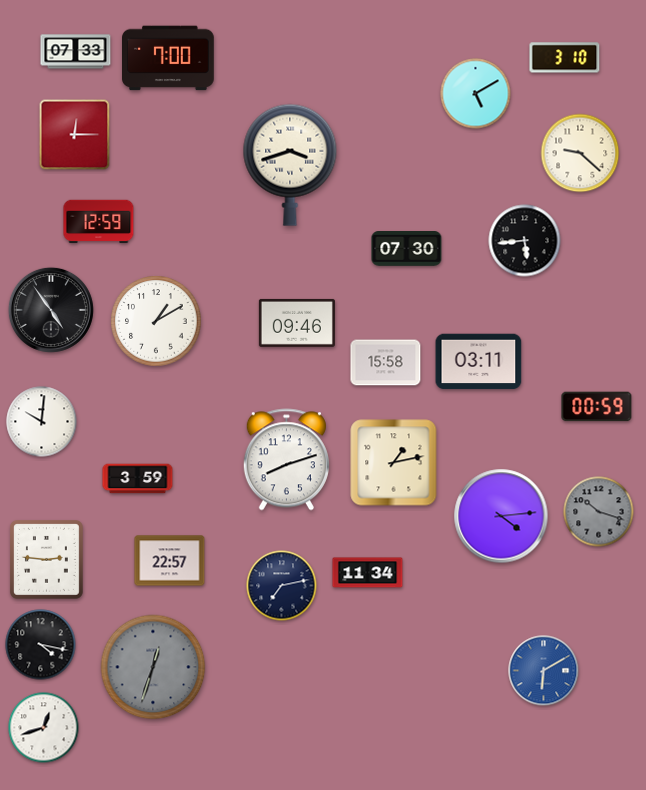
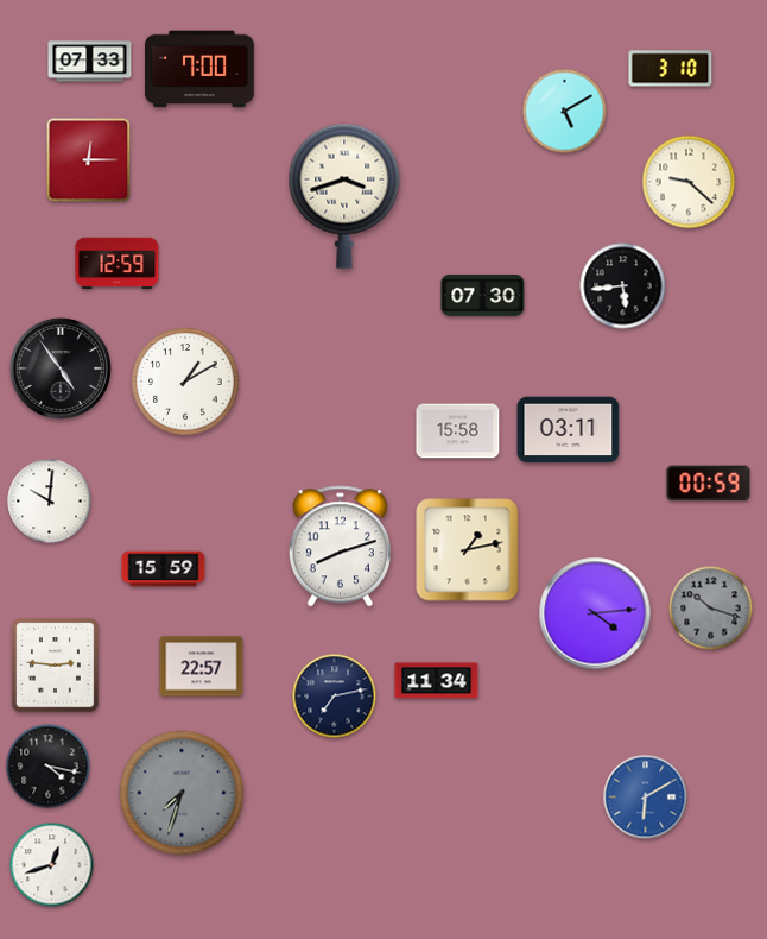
clock at (297, 323): 09:46 -> none
clock at (138, 479): 3:59 -> 15:59
clock at (153, 667): 12:33 -> 7:33
